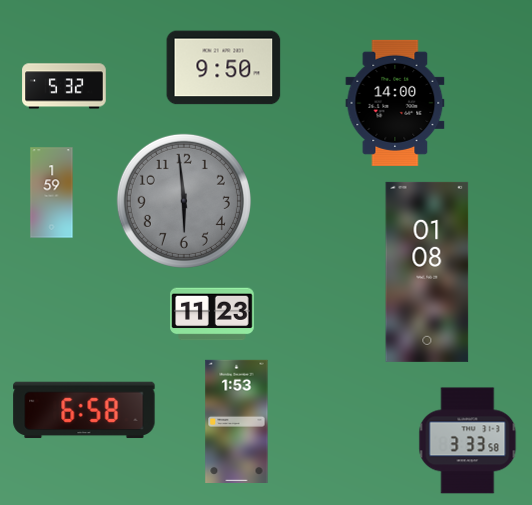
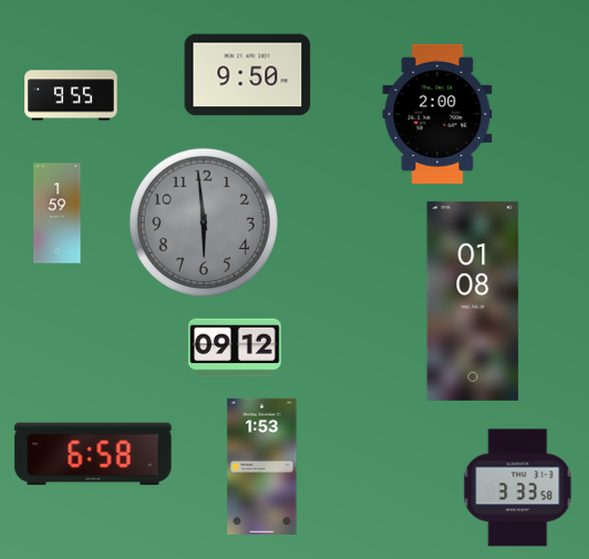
clock at (64, 86): 5:32 -> 9:55
clock at (395, 103): 14:00 -> 2:00
clock at (212, 314): 11:23 -> 09:12
